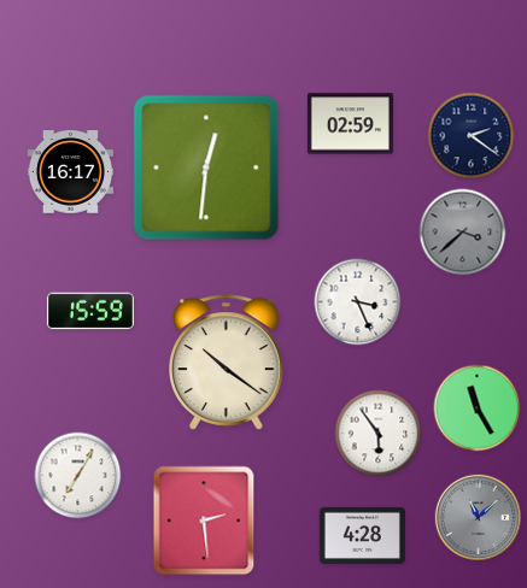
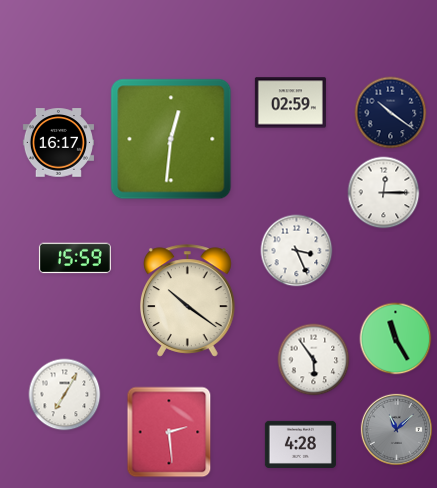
clock at (472, 136): 2:21 -> 10:21
clock at (463, 233): 3:38 -> 12:15
clock at (463, 233) dial: grey -> white
